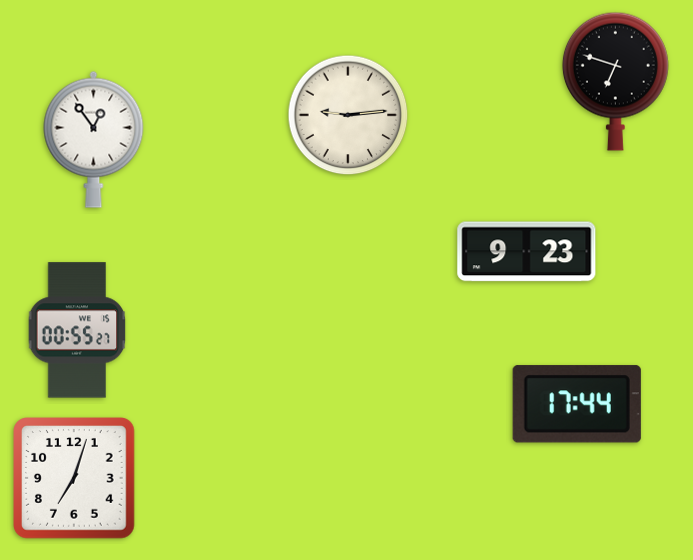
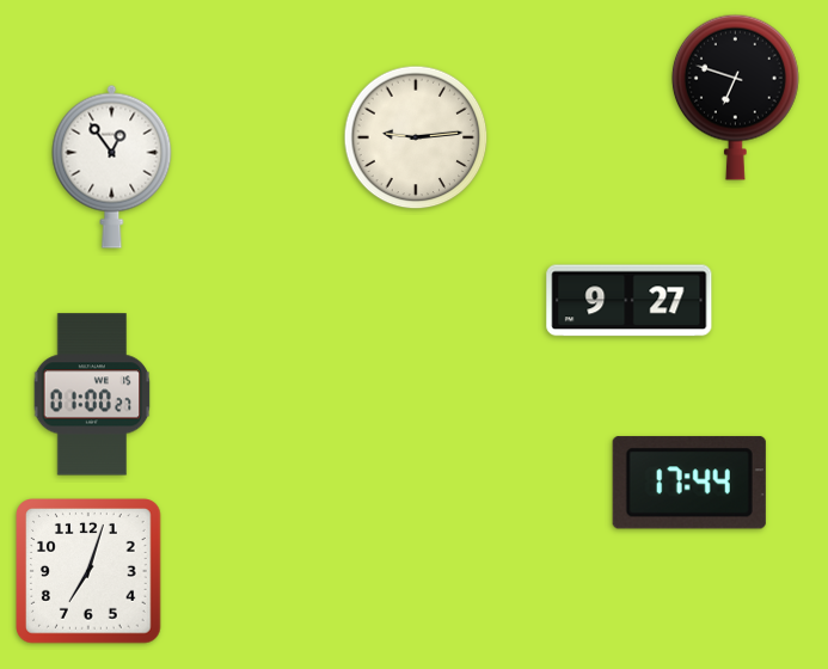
clock at (527, 252): 9:23 -> 9:27
clock at (77, 330): 00:55 -> 01:00
